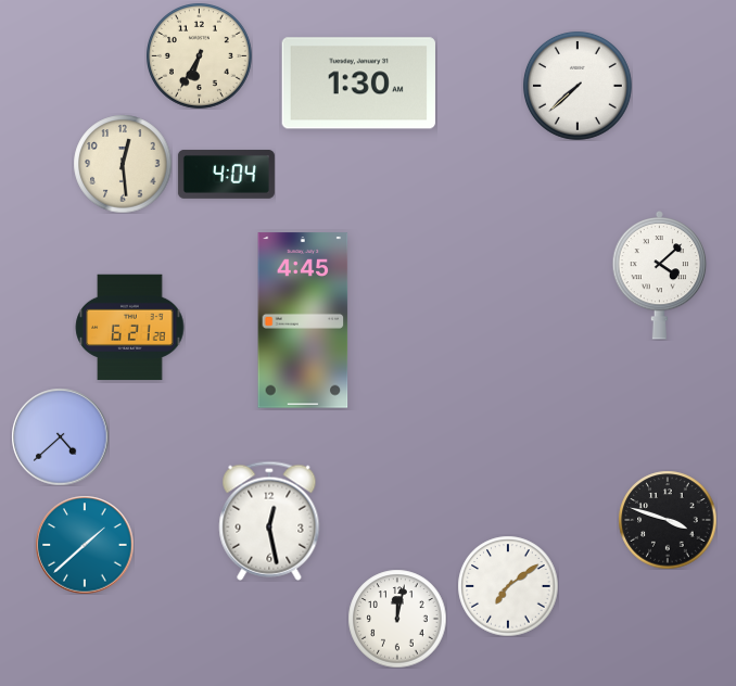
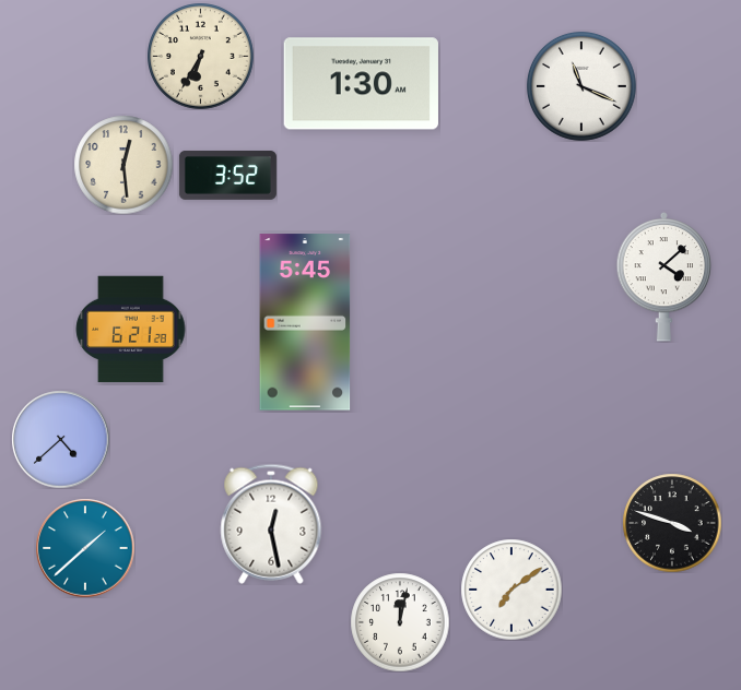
clock at (578, 86): 7:38 -> 11:19
clock at (226, 175): 4:04 -> 3:52
clock at (303, 320): 4:45 -> 5:45
